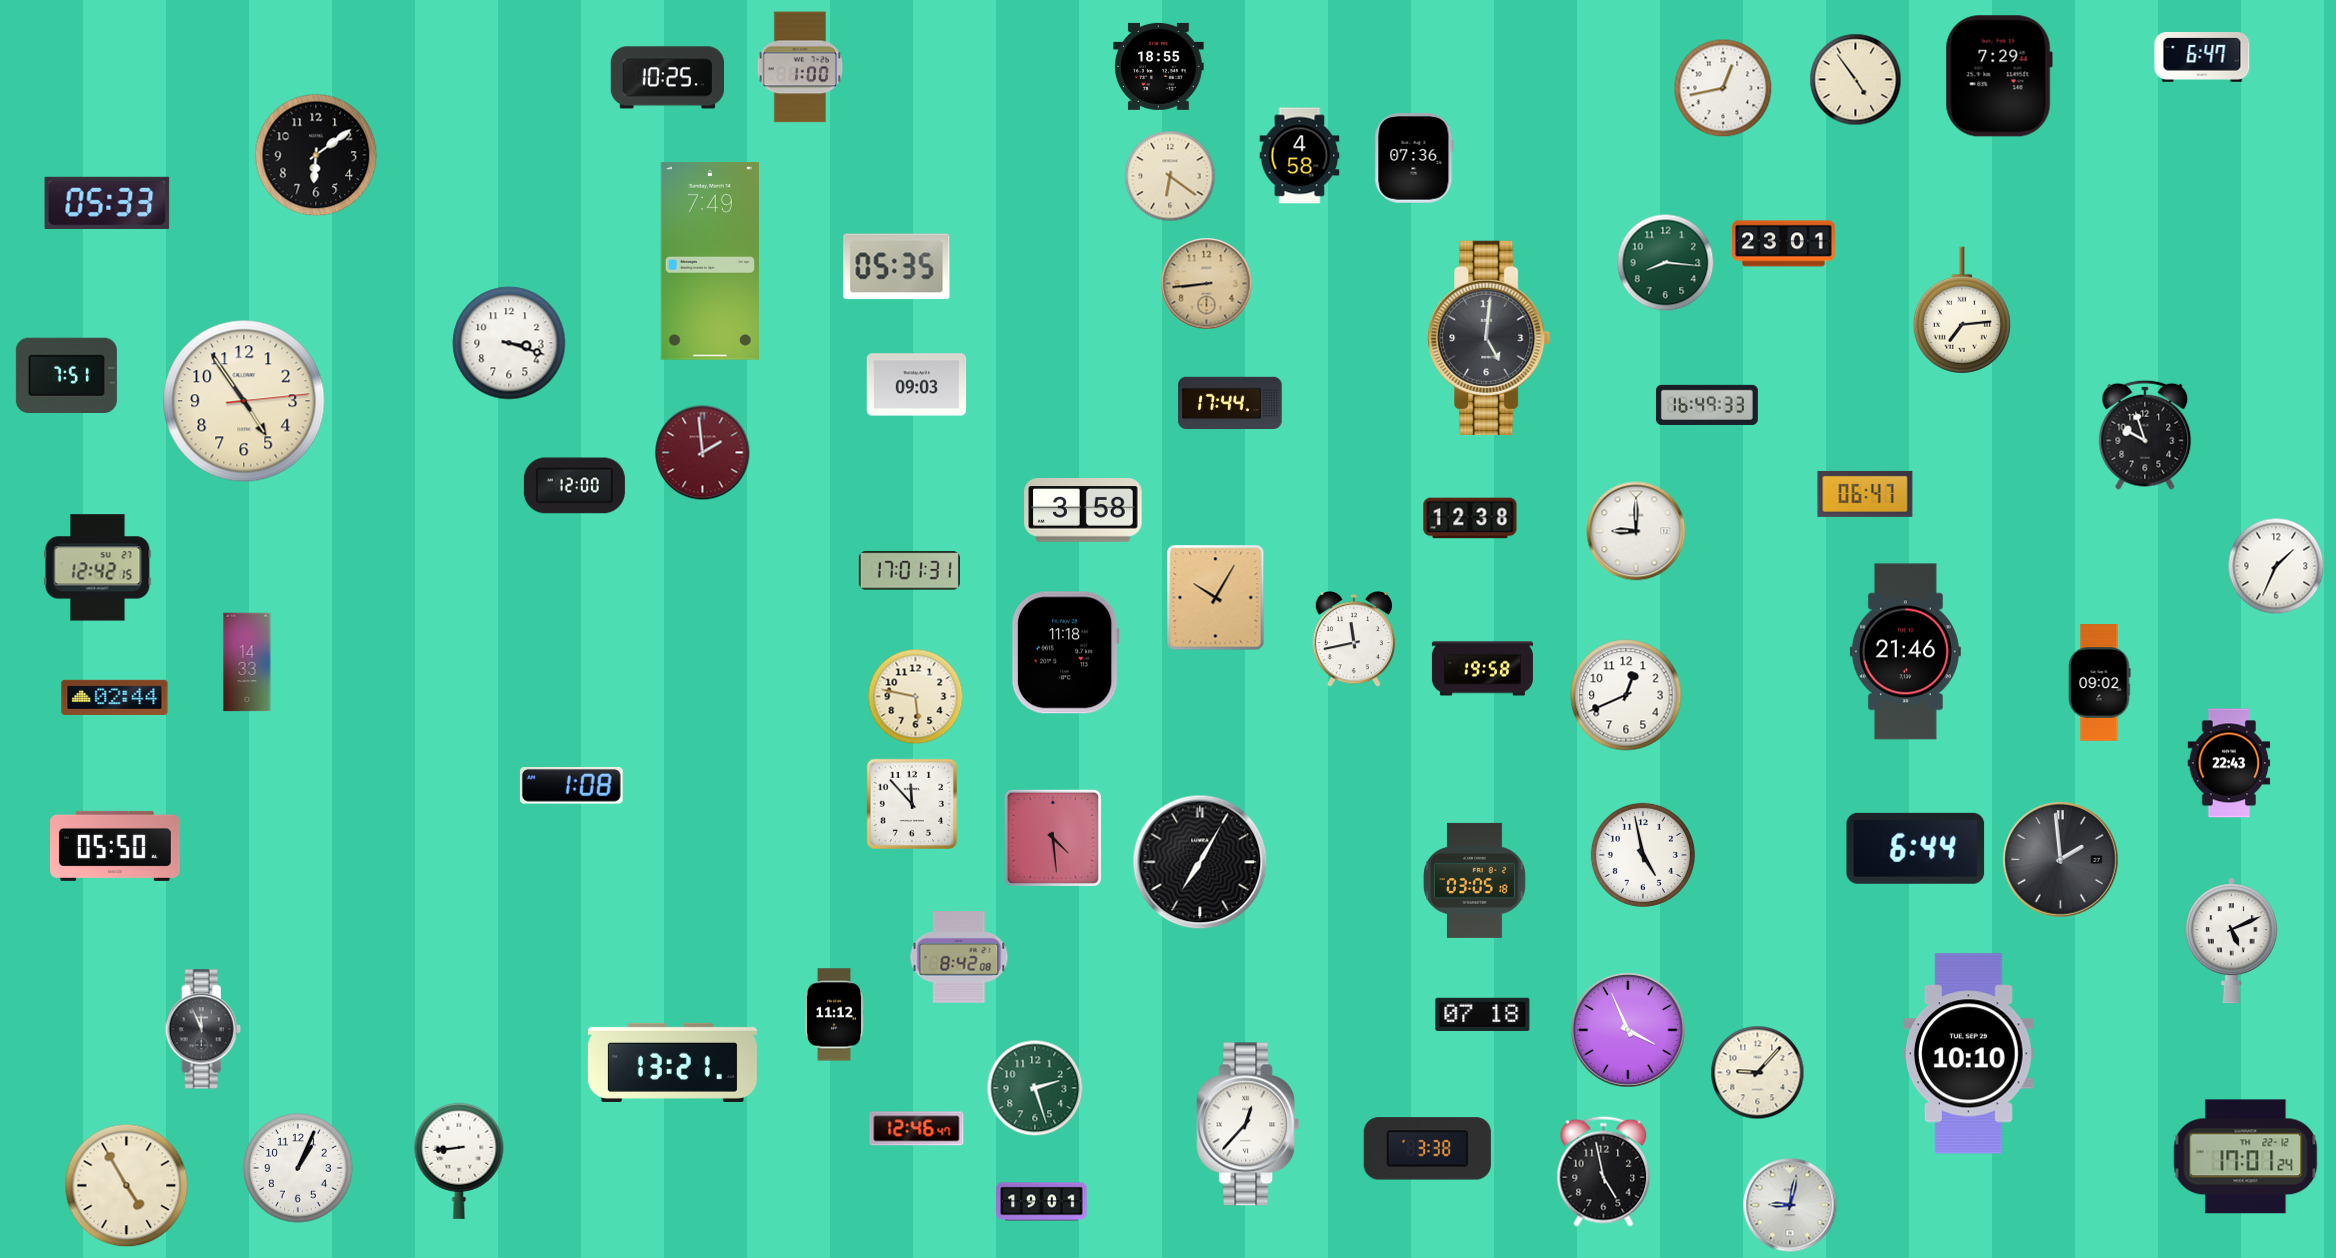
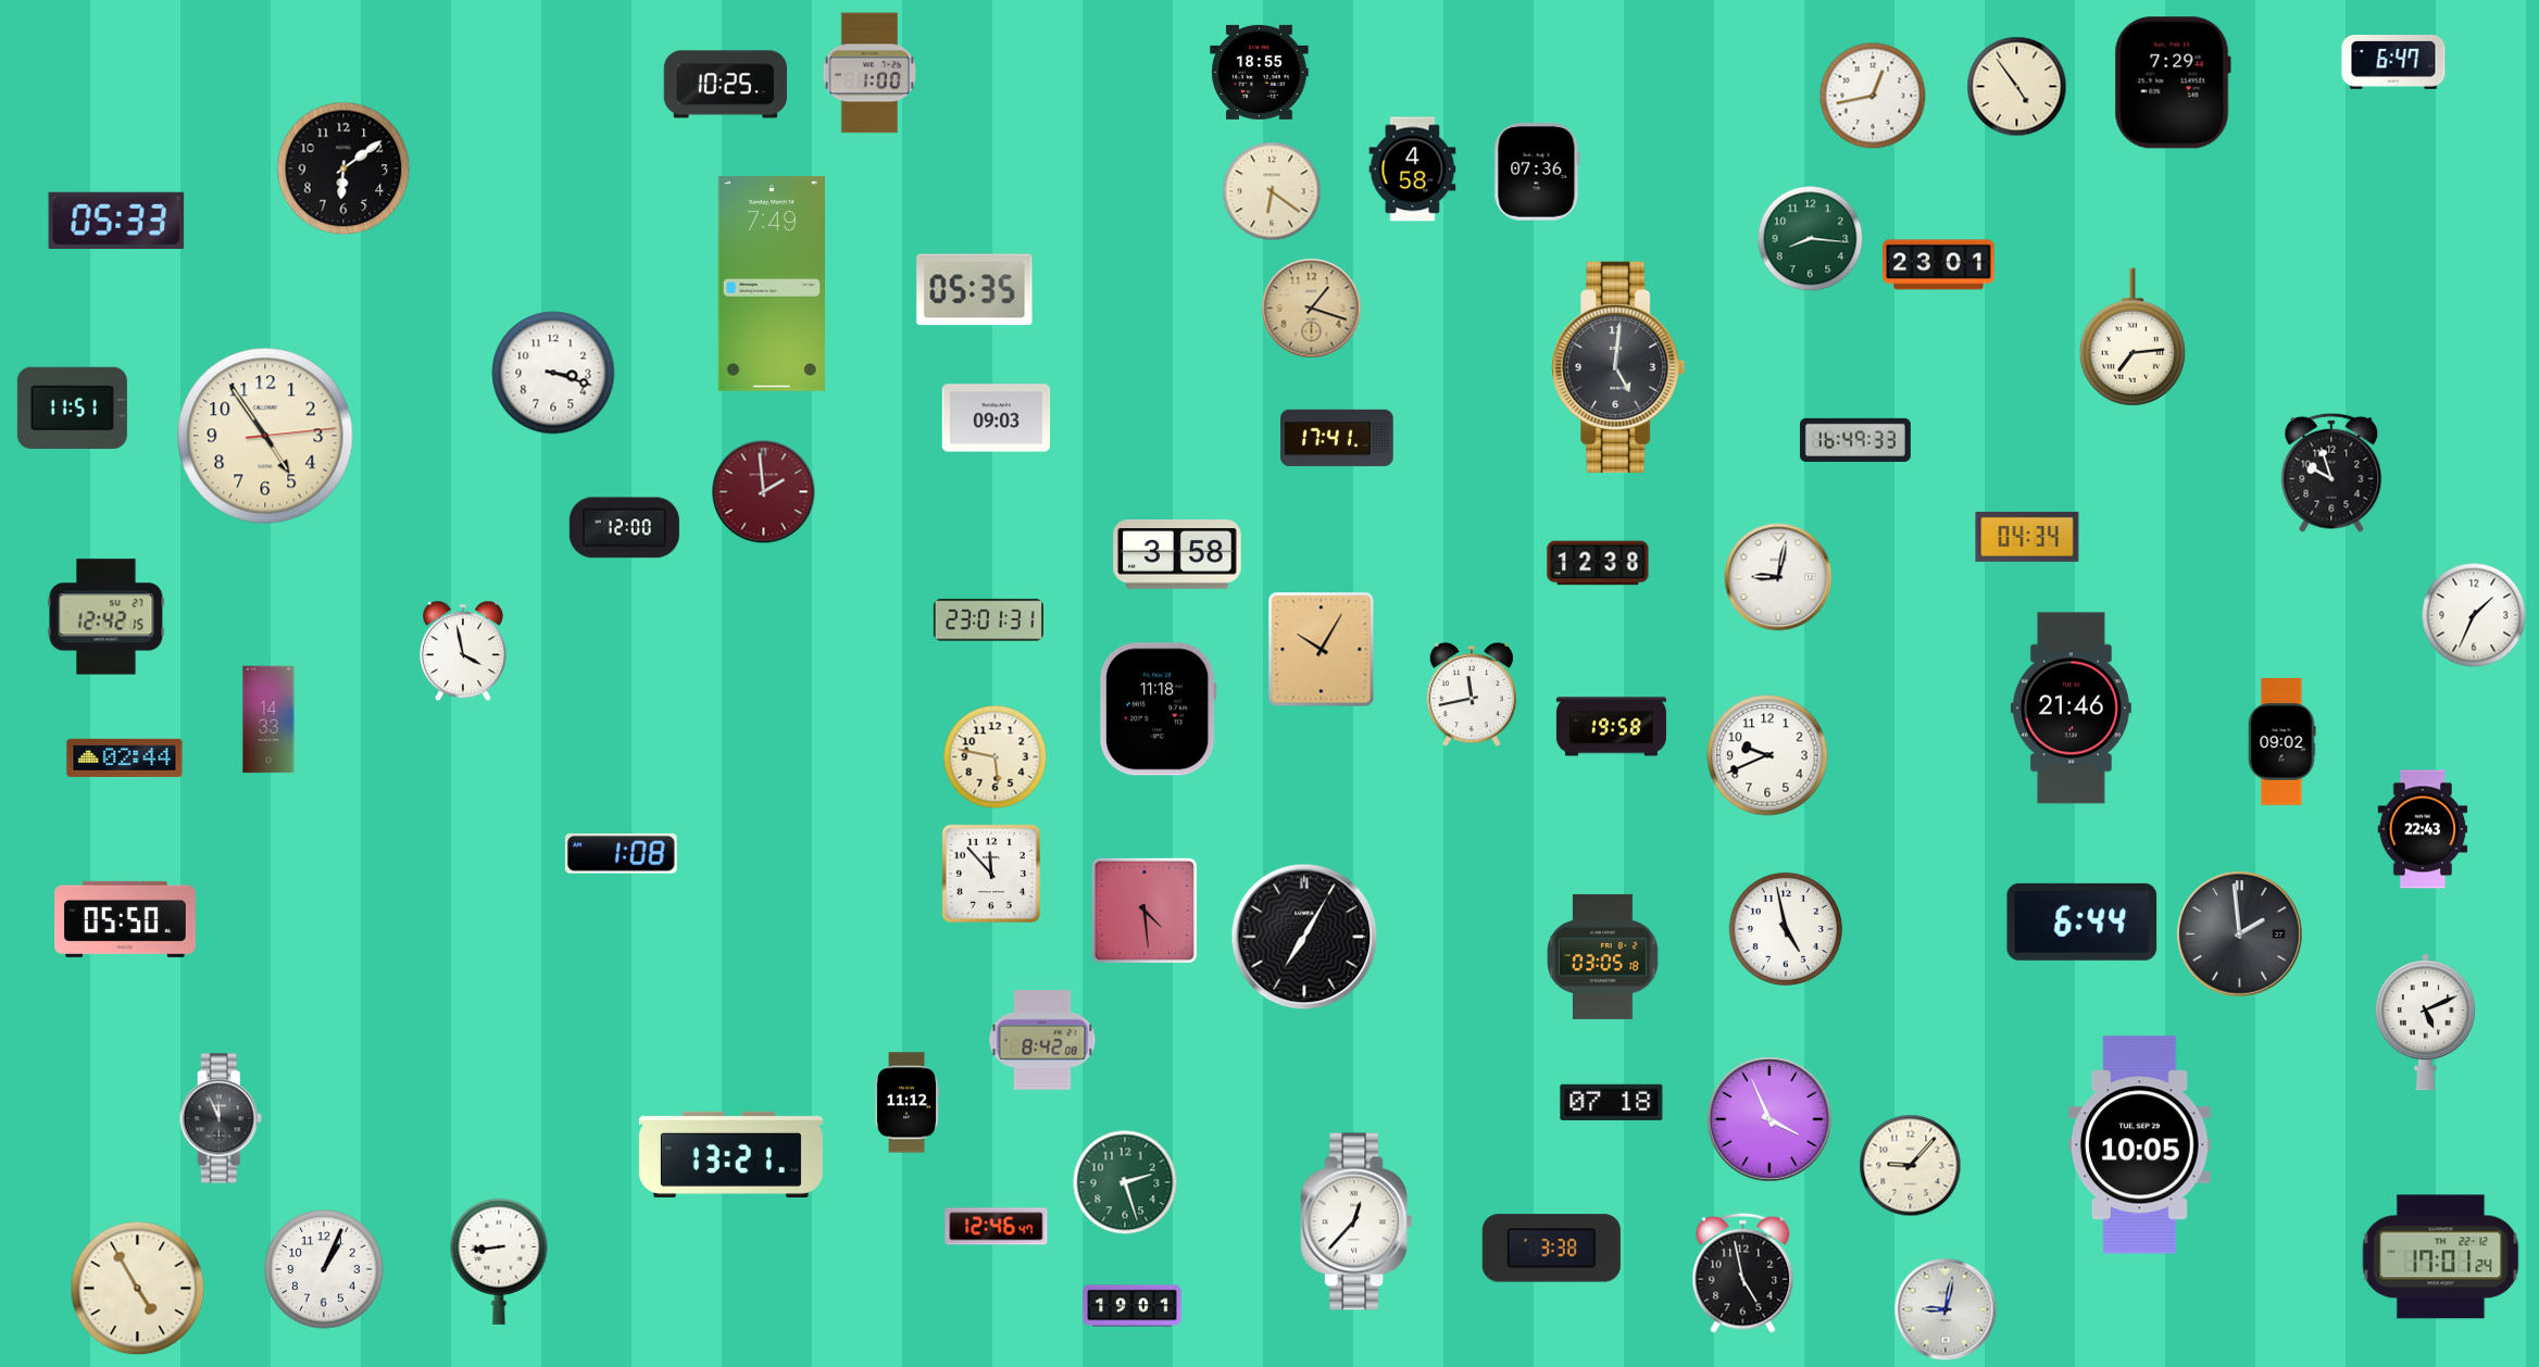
clock at (1666, 263) position: (1666, 263) -> (1811, 239)
clock at (1207, 284): 8:44 -> 1:18
clock at (66, 375): 7:51 -> 11:51
clock at (1230, 403): 17:44 -> 17:41
clock at (1865, 494): 06:47 -> 04:34
clock at (1636, 531): 9:00 -> 9:02
clock at (909, 571): 17:01 -> 23:01
clock at (463, 651): none -> 3:58
clock at (1626, 695): 12:41 -> 9:41
clock at (1969, 1054): 10:10 -> 10:05
